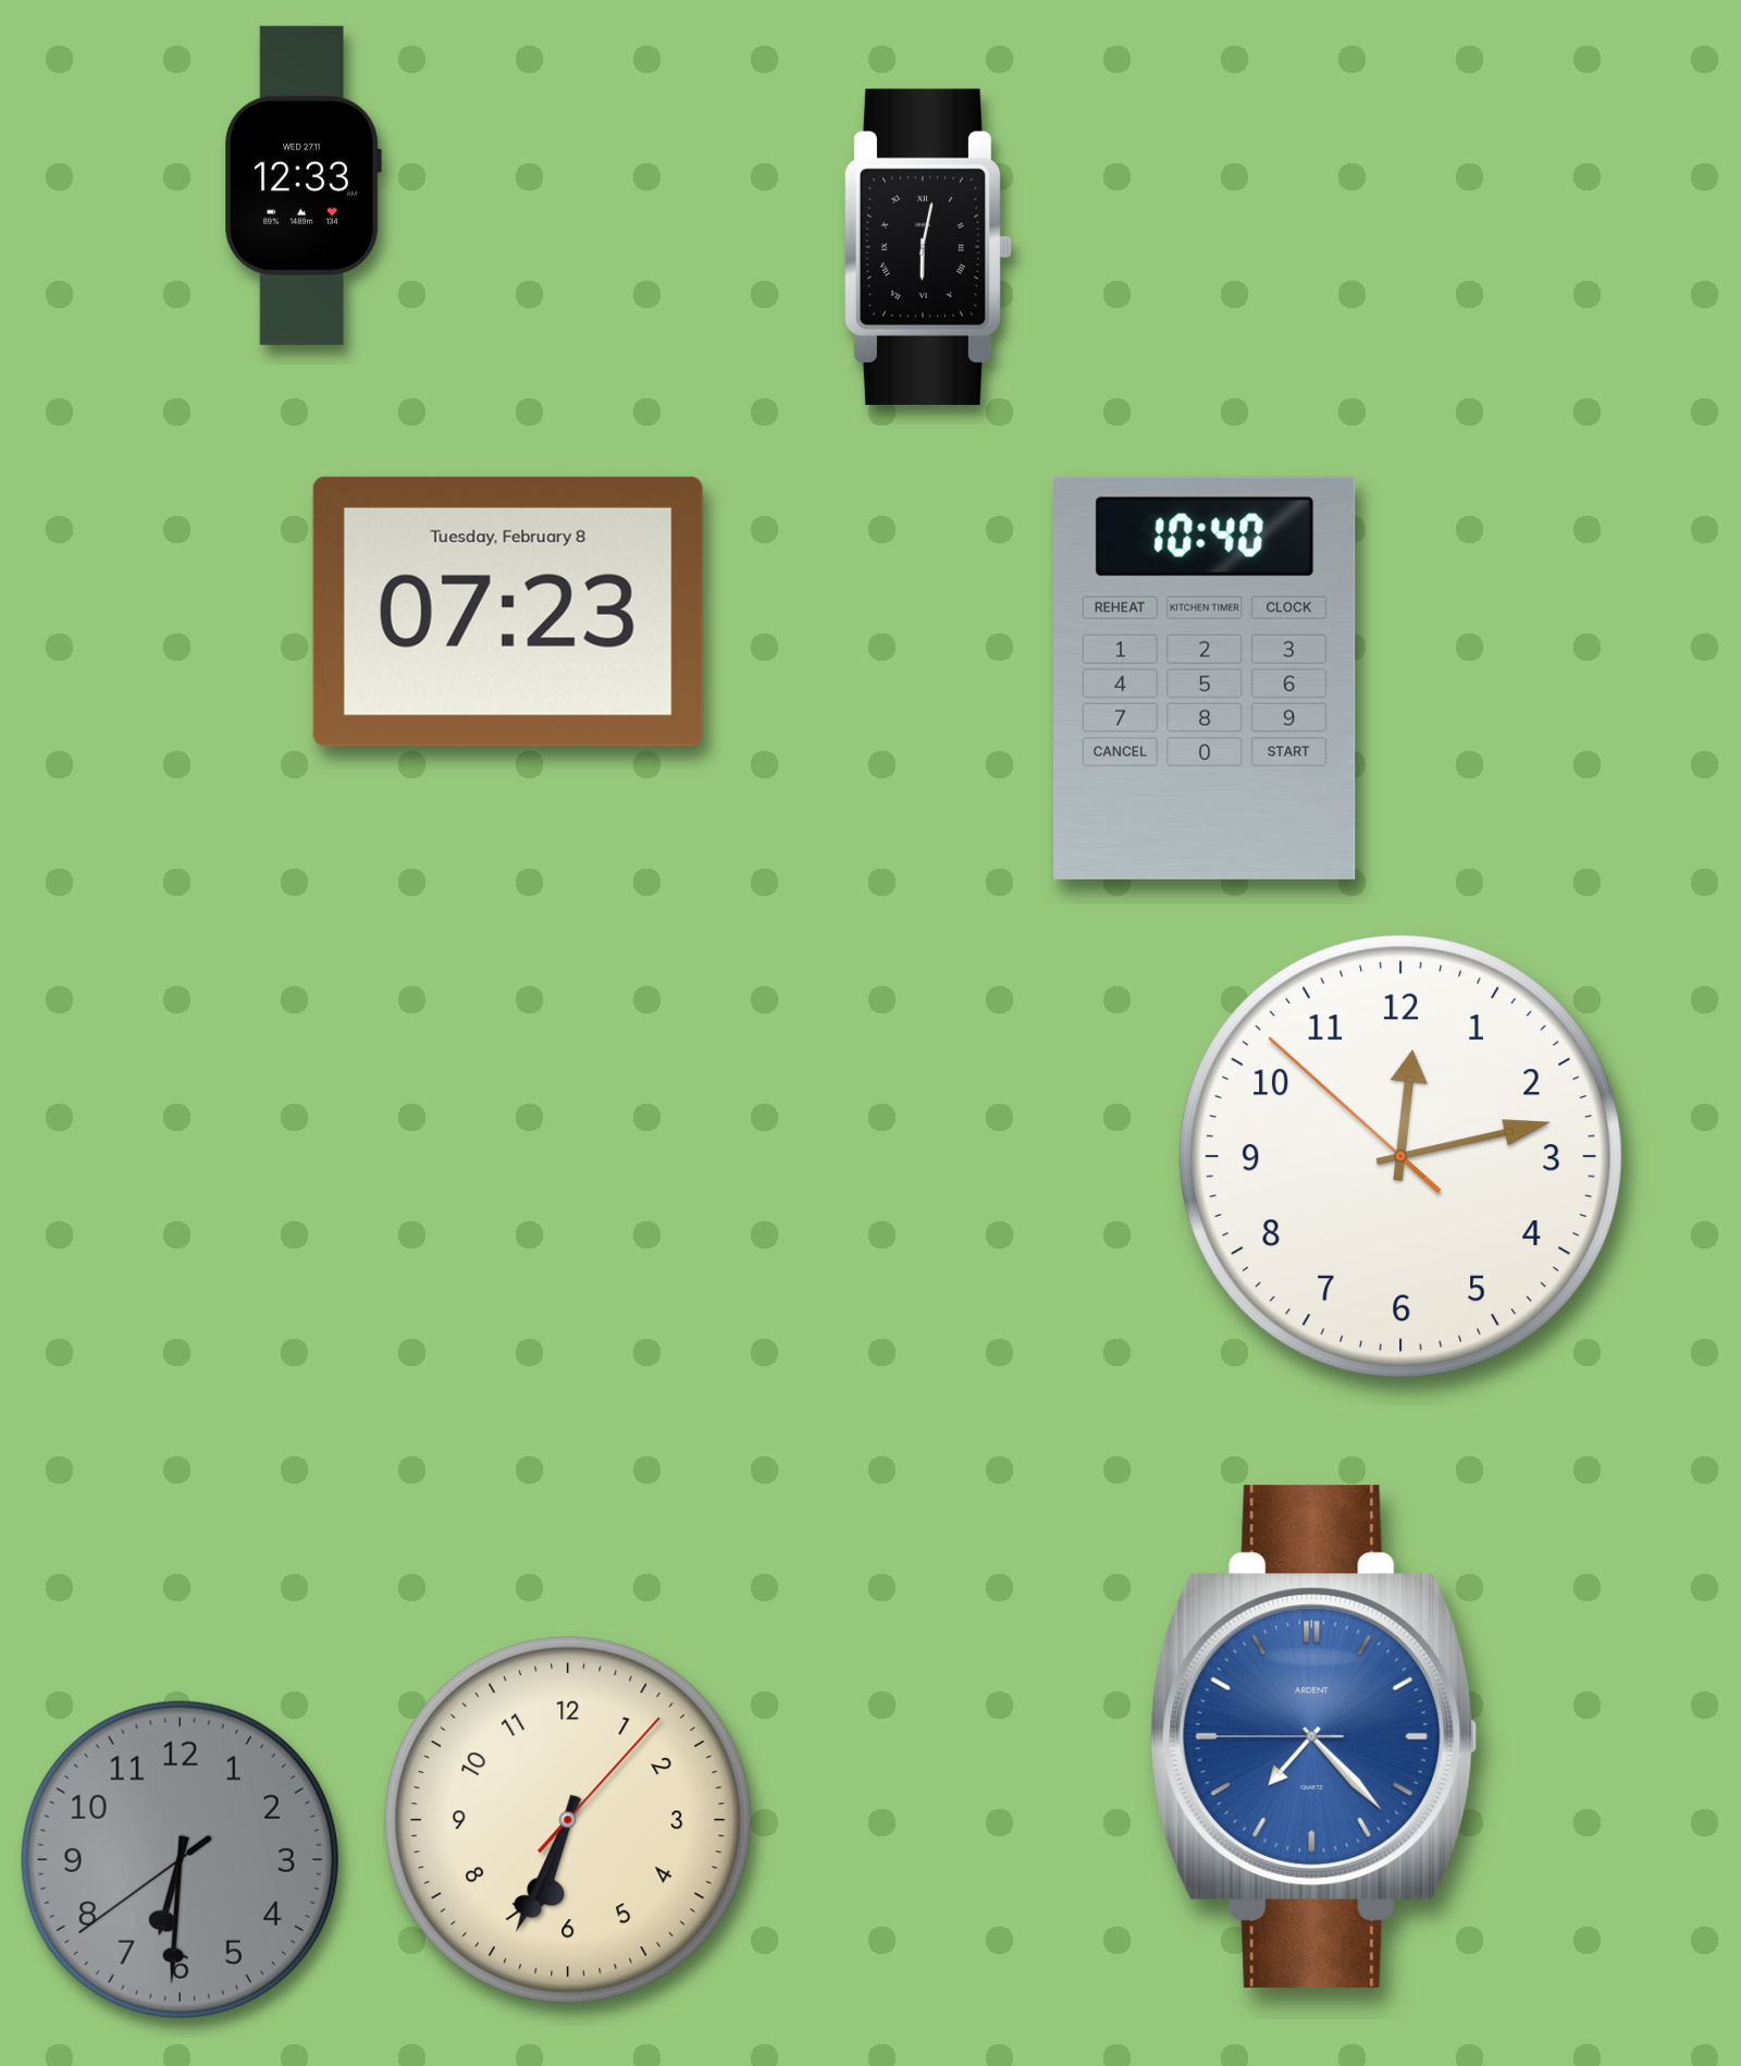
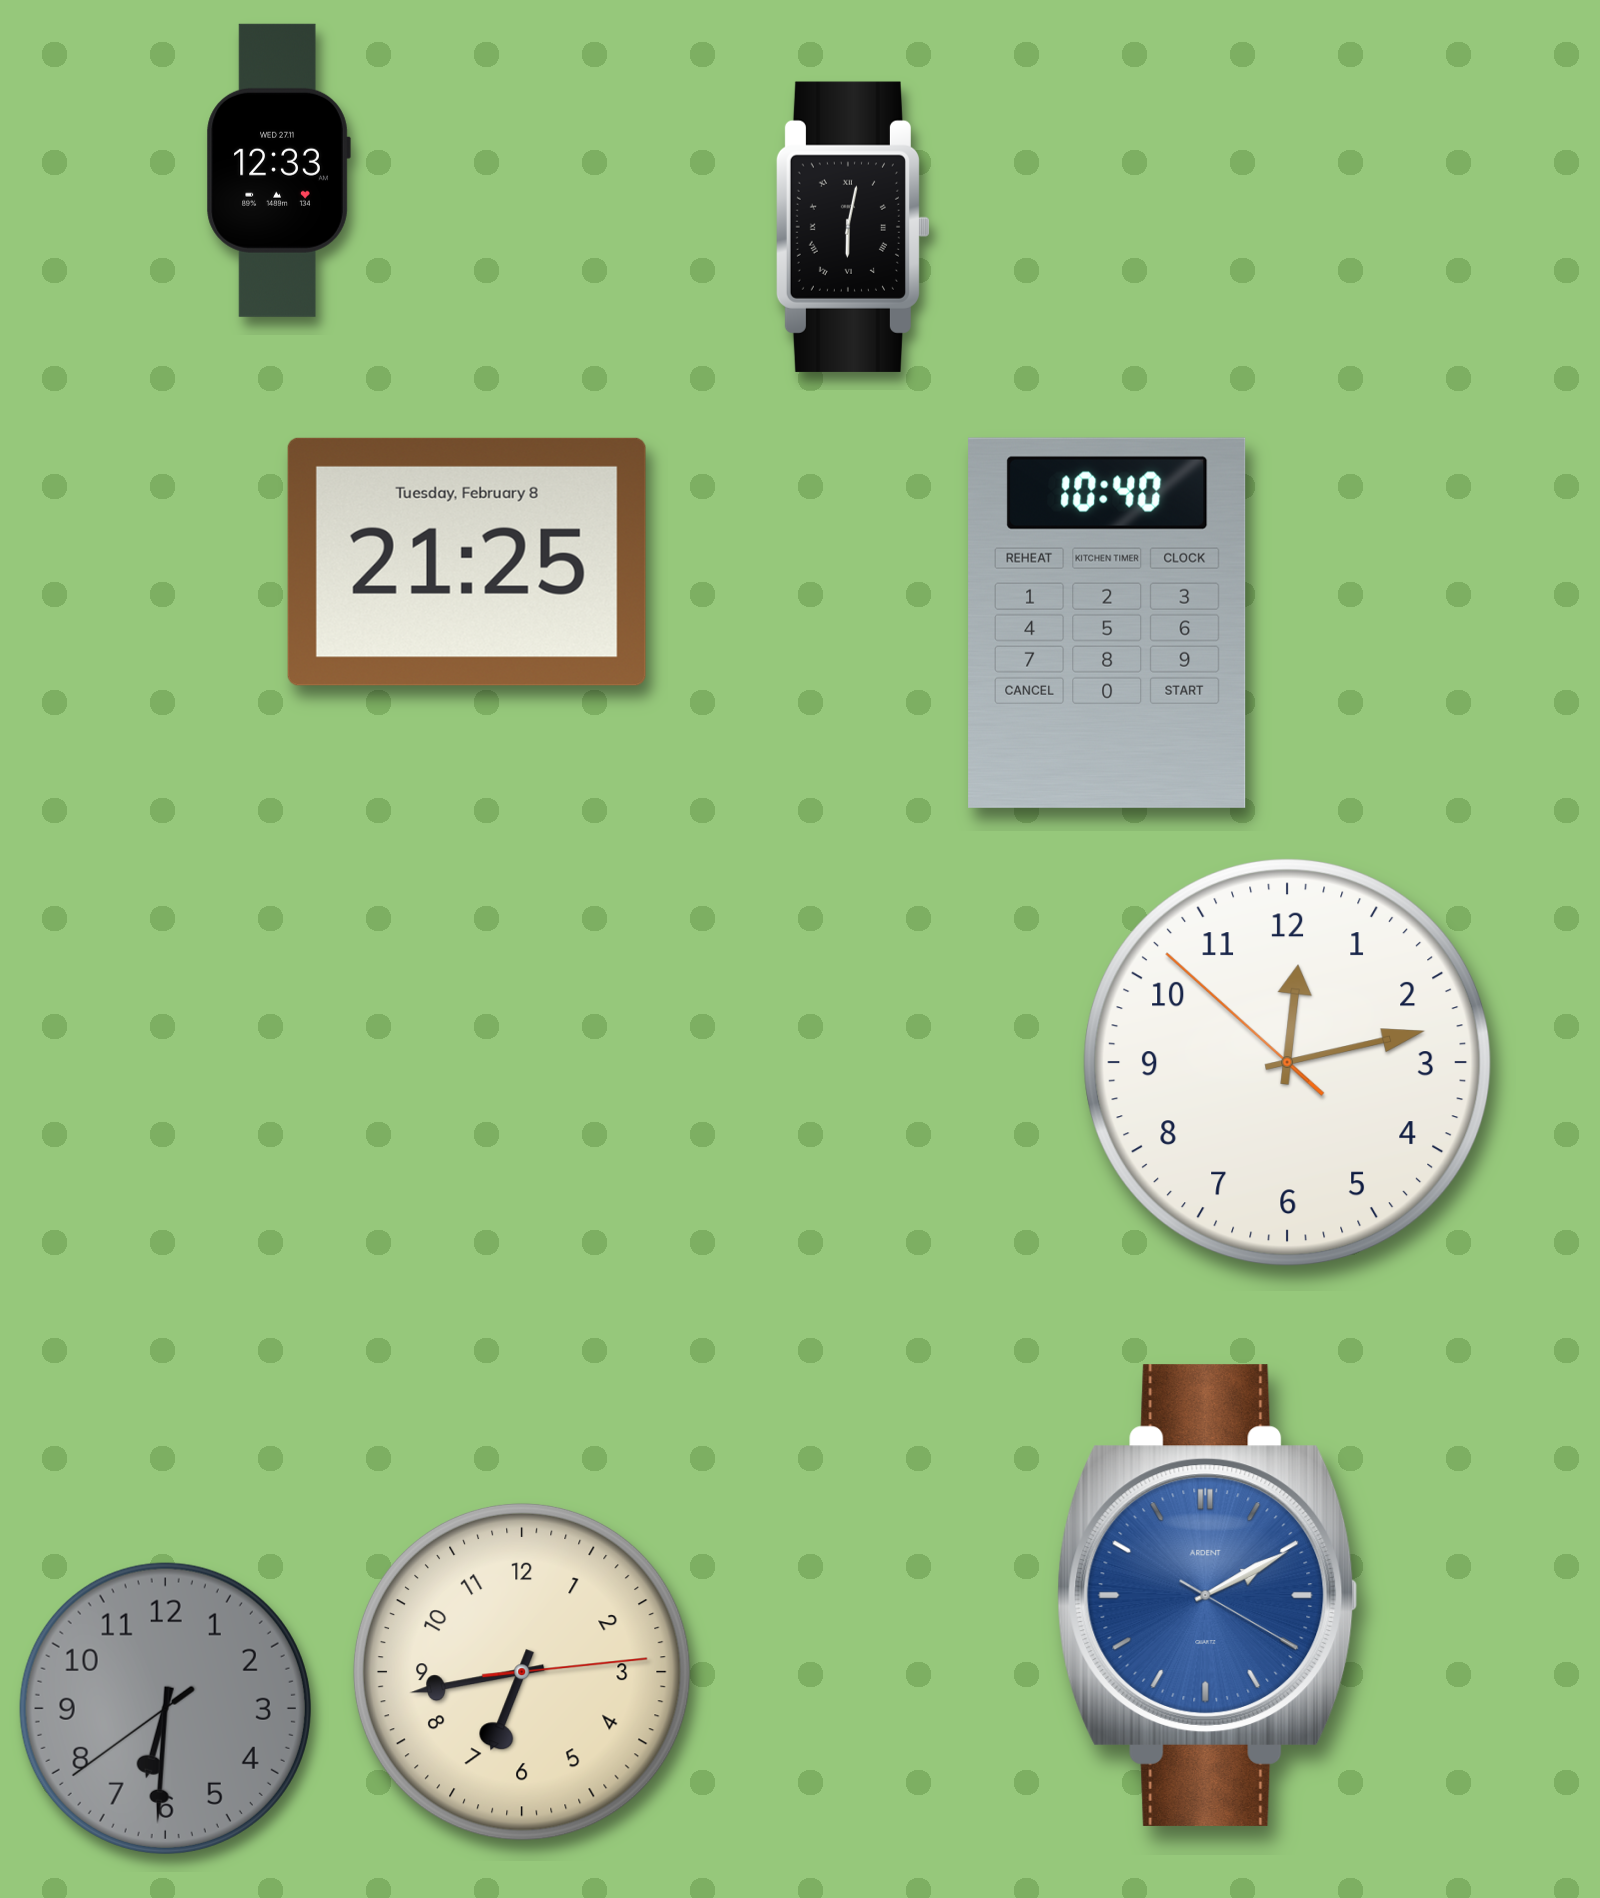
clock at (508, 612): 07:23 -> 21:25
clock at (1314, 1736): 7:22 -> 2:10
clock at (568, 1820): 6:34 -> 6:43
